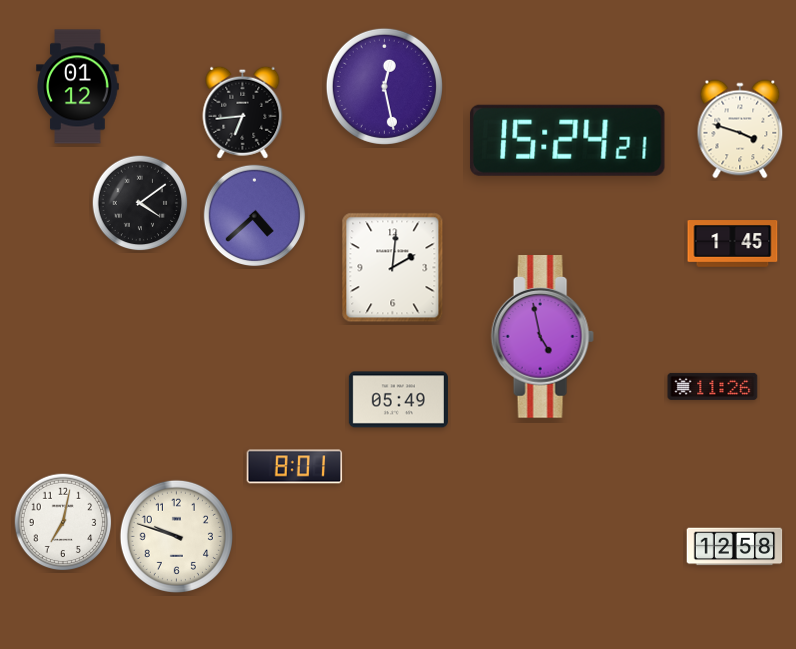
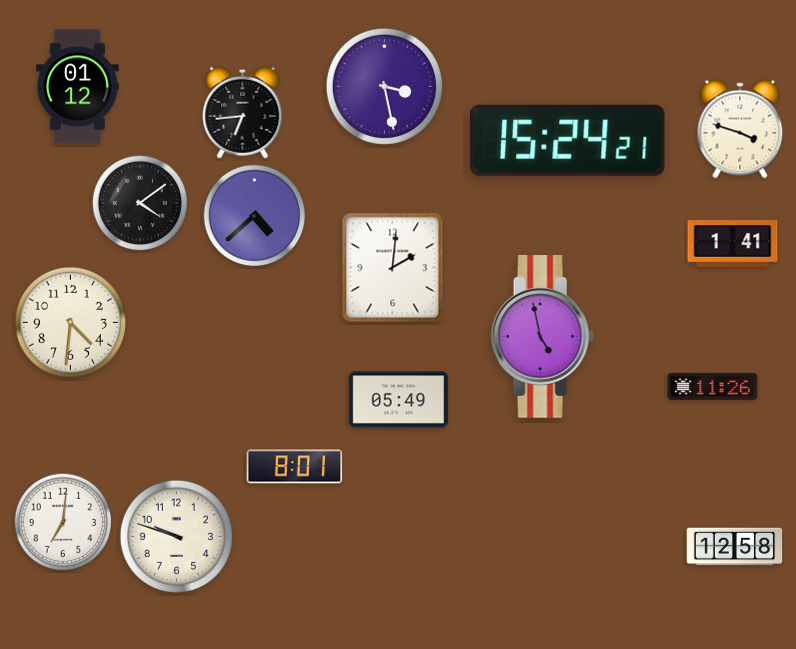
clock at (384, 86): 12:28 -> 3:28
clock at (733, 244): 1:45 -> 1:41
clock at (70, 322): none -> 4:31
clock at (63, 522): 7:02 -> 7:01
